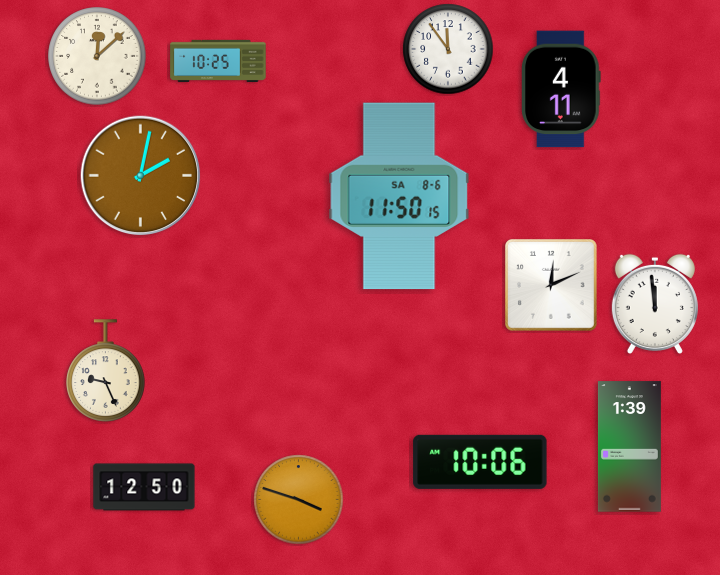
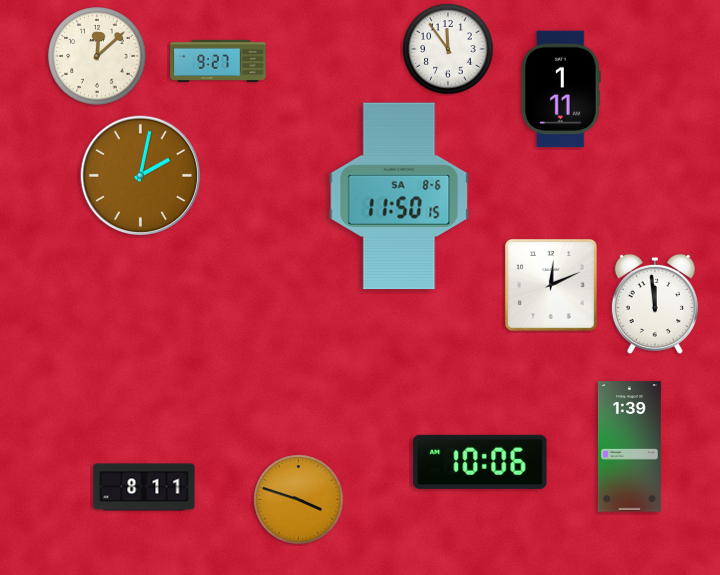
clock at (218, 61): 10:25 -> 9:27
clock at (561, 89): 4:11 -> 1:11
clock at (106, 371): 9:26 -> none
clock at (144, 487): 12:50 -> 8:11
